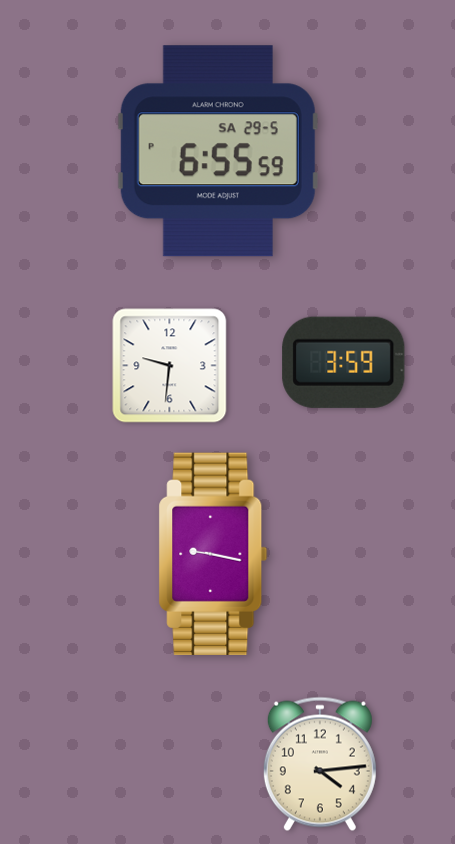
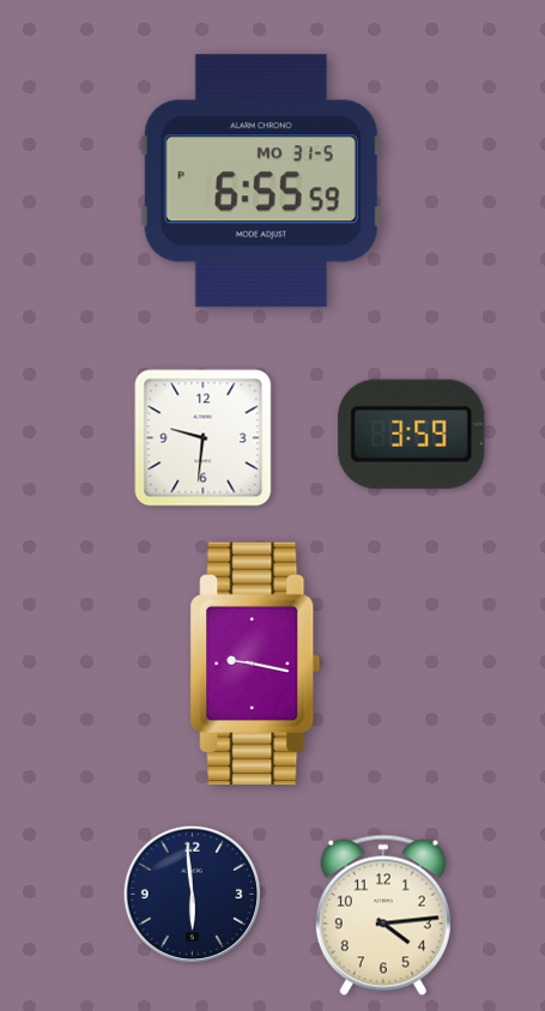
clock at (218, 151) date: SA 29-5 -> MO 31-5
clock at (193, 895): none -> 5:59
